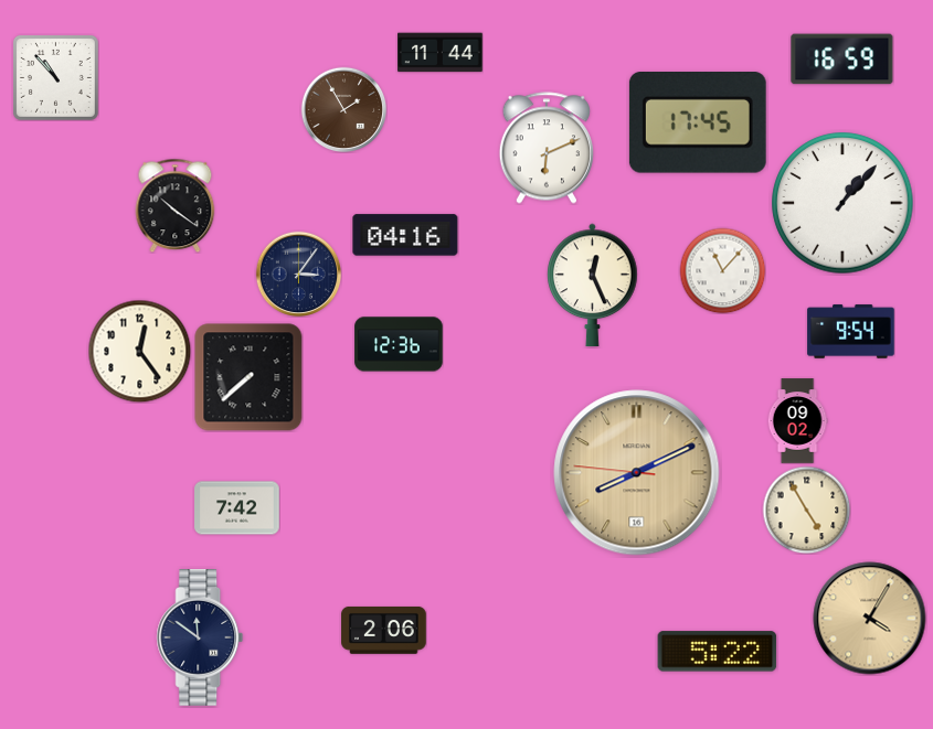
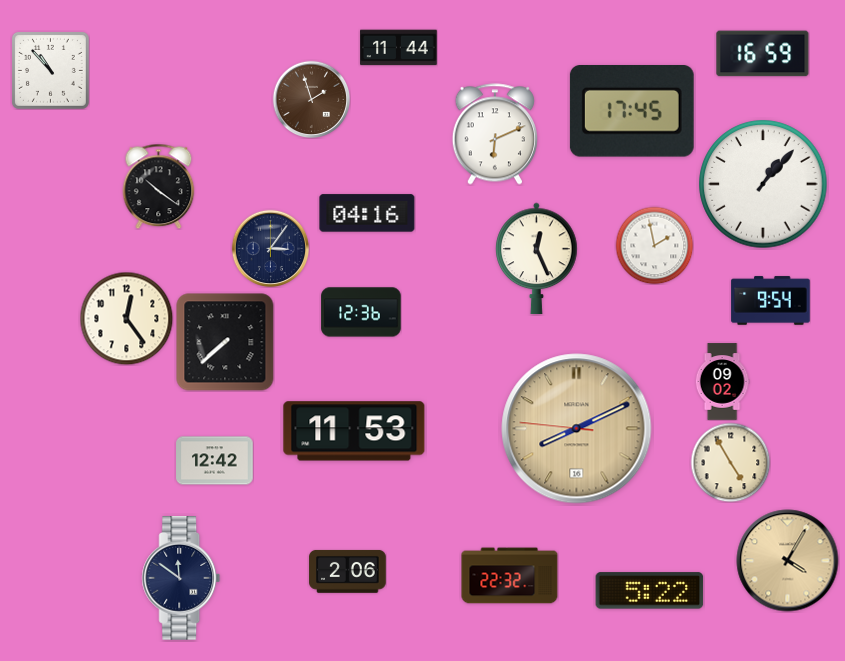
clock at (343, 109): 1:55 -> 1:57
clock at (722, 270): 11:07 -> 1:58
clock at (354, 431): none -> 11:53
clock at (237, 508): 7:42 -> 12:42
clock at (510, 576): none -> 22:32
